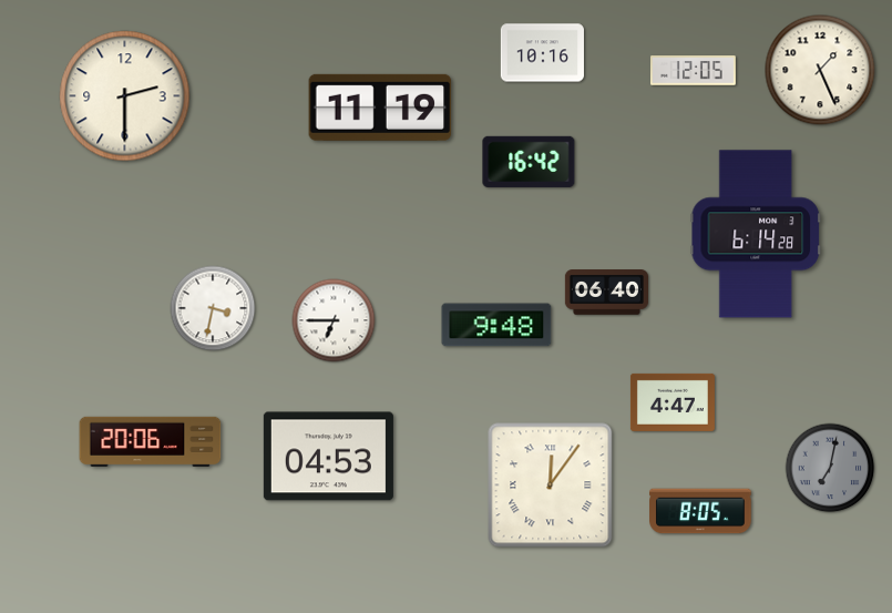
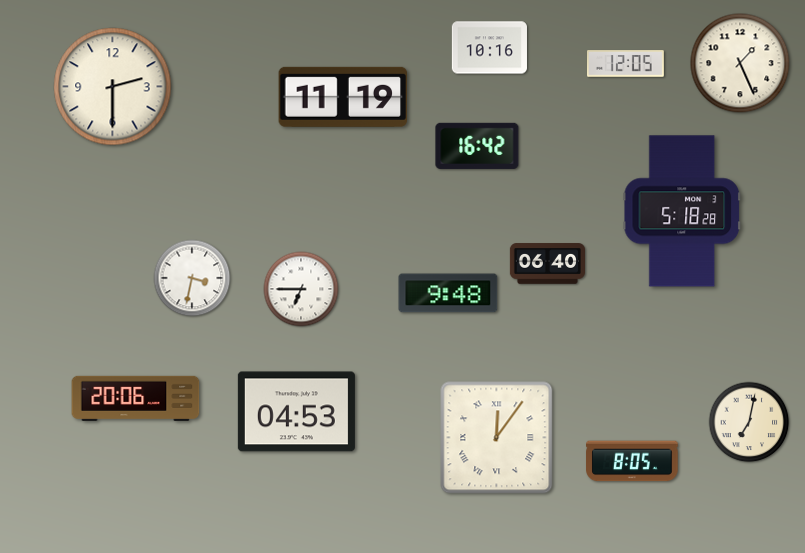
clock at (756, 234): 6:14 -> 5:18
clock at (673, 402): 4:47 -> none
clock at (830, 468) dial: grey -> cream
